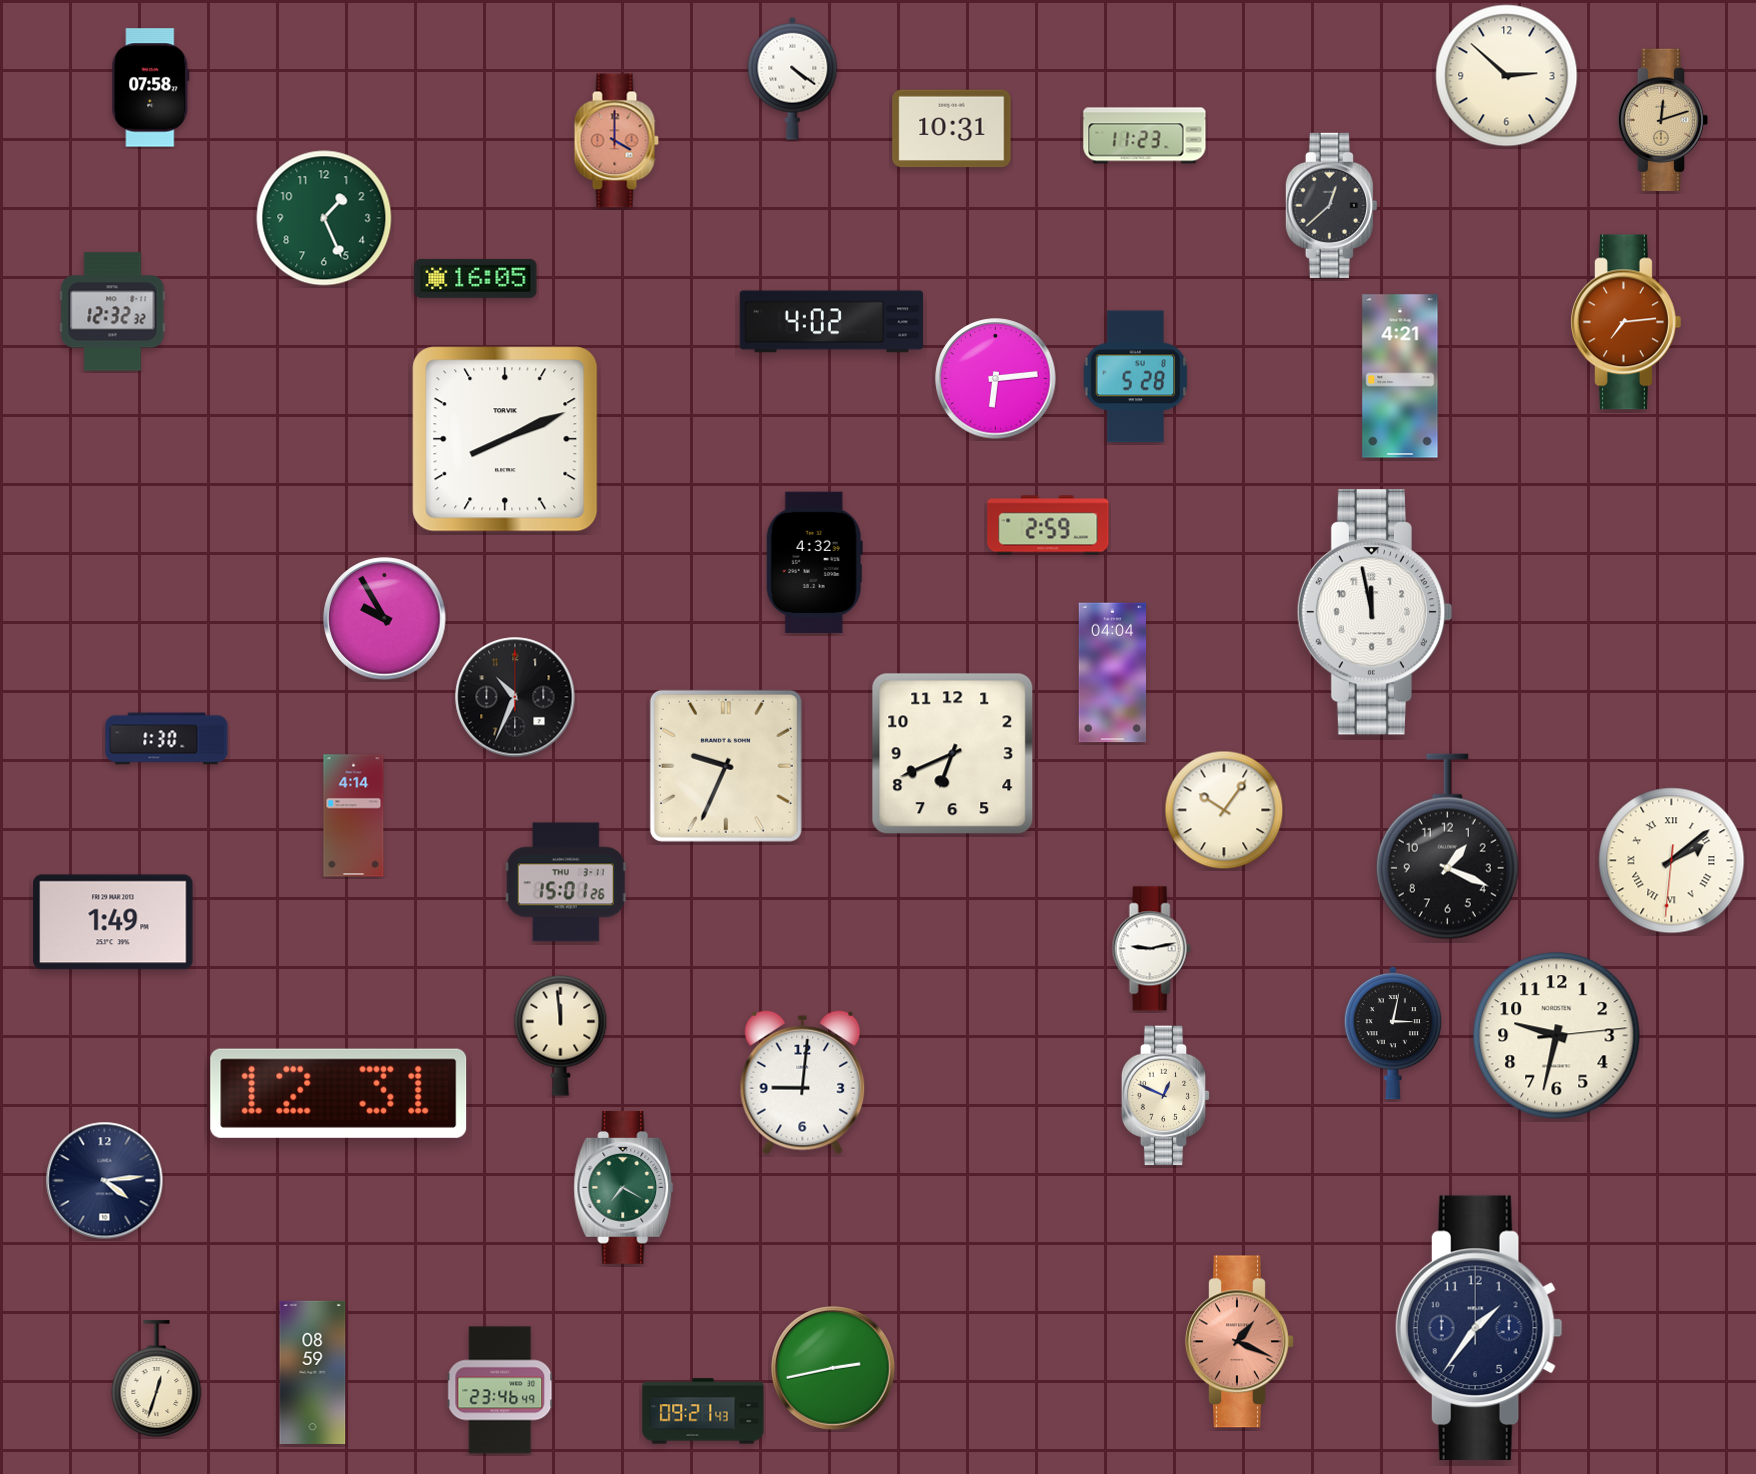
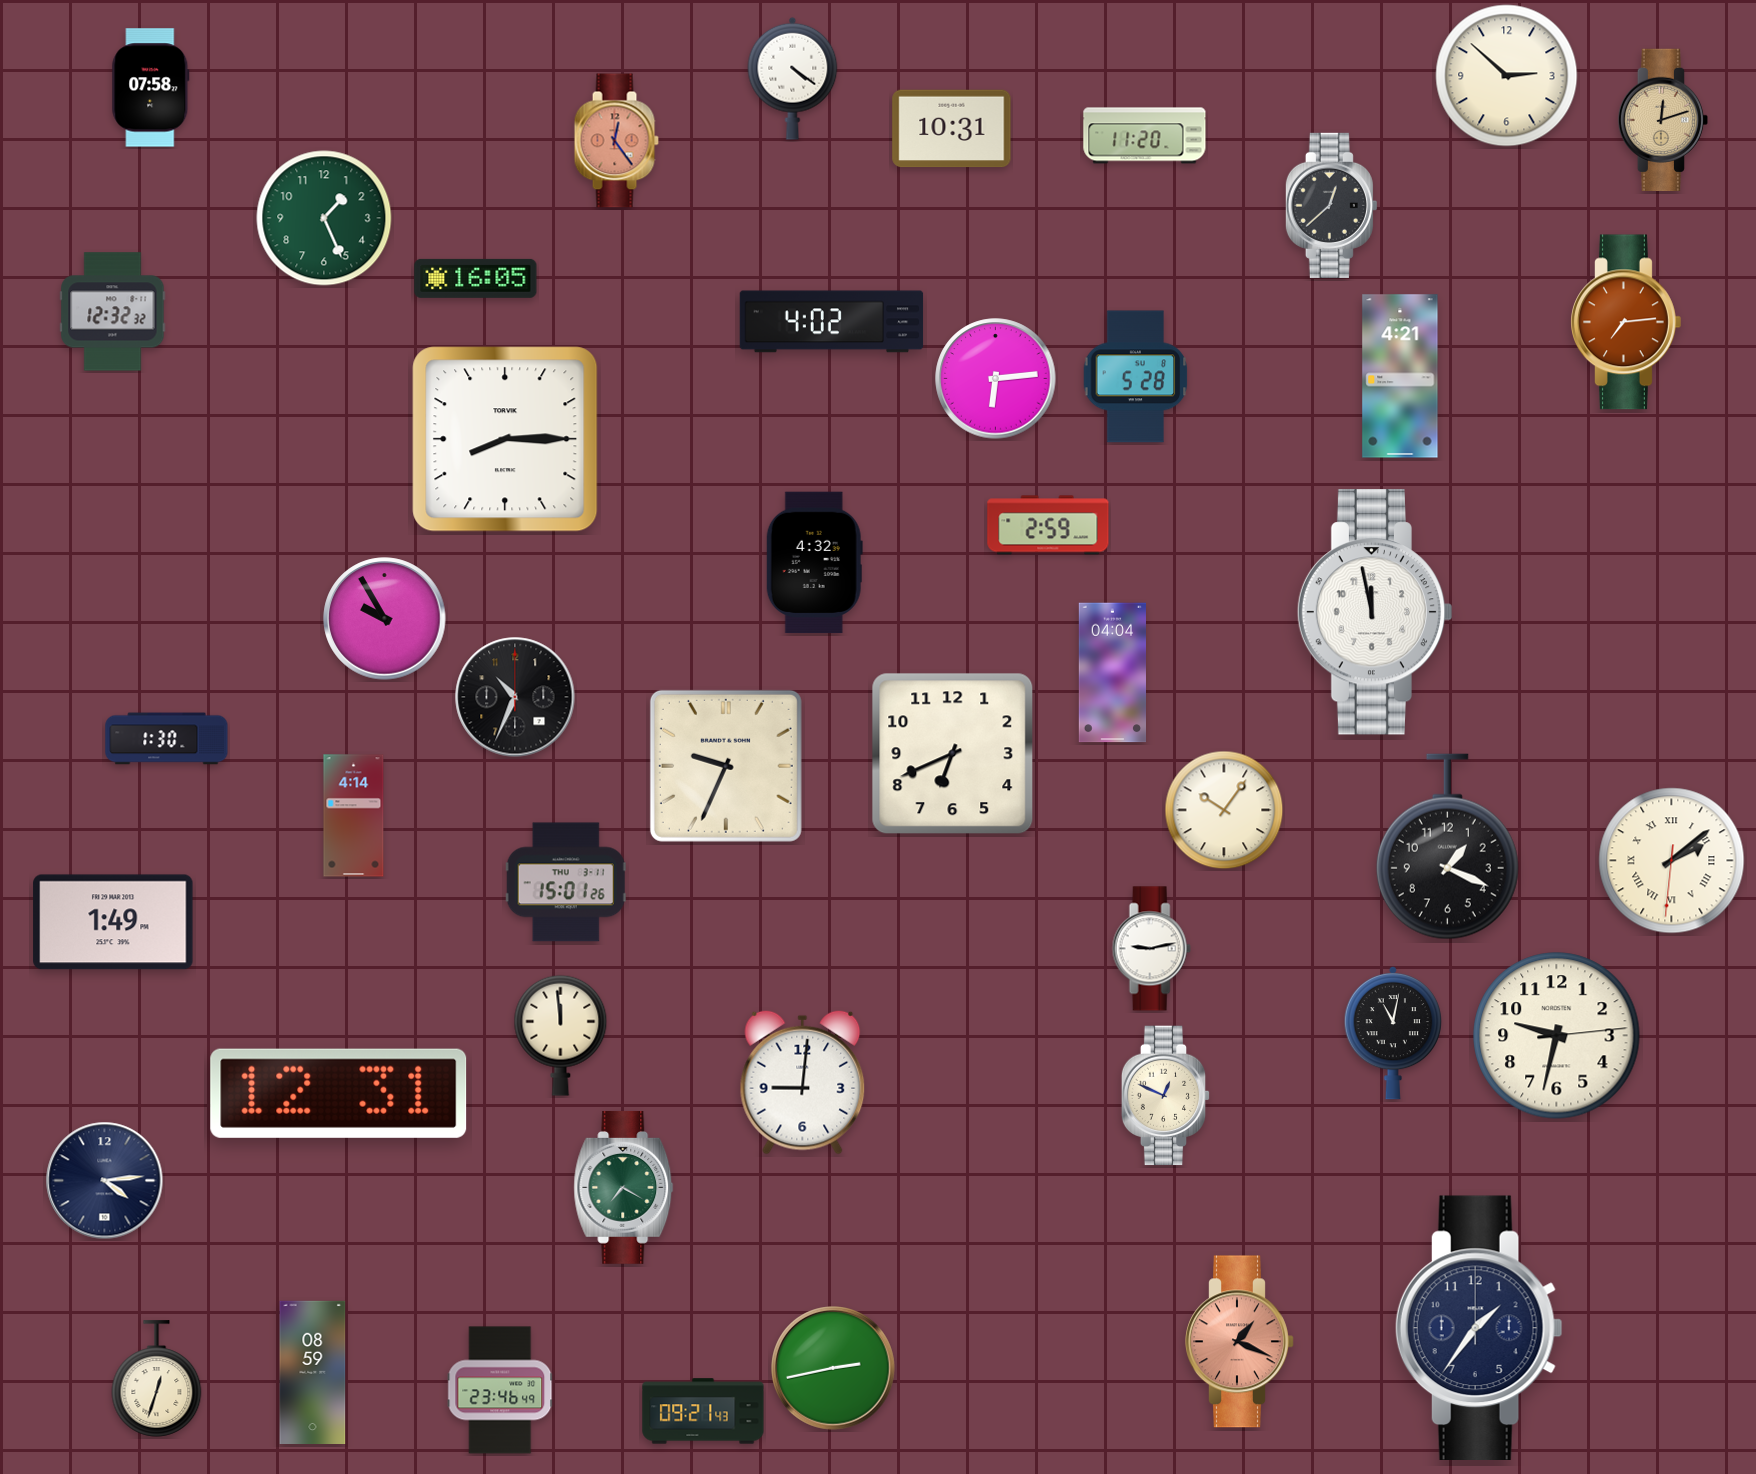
clock at (1145, 136): 11:23 -> 11:20
clock at (616, 141): 4:00 -> 12:24
clock at (505, 439): 8:11 -> 8:15
clock at (1393, 1033): 3:02 -> 11:02
